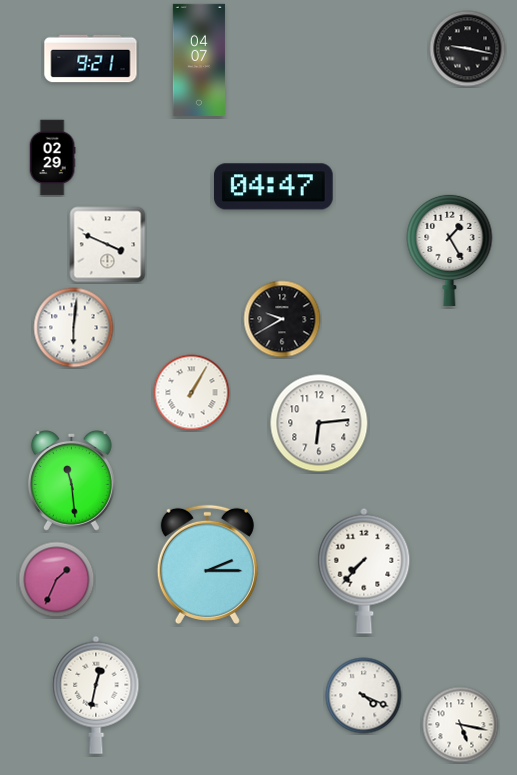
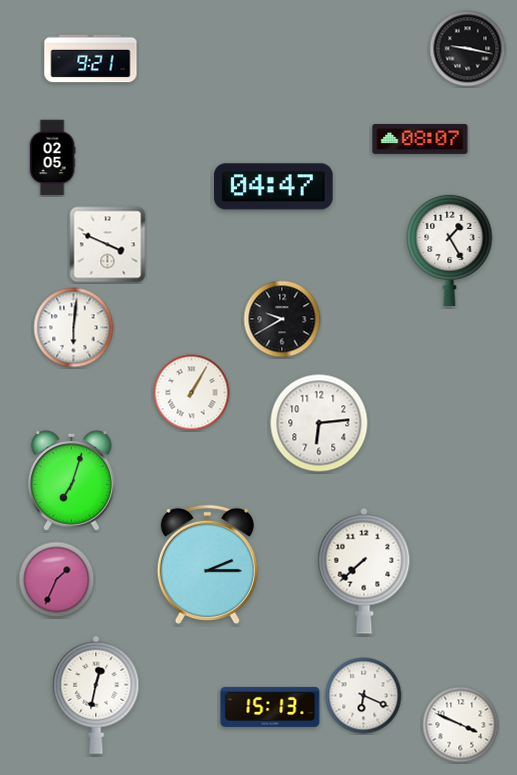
clock at (198, 60): 04:07 -> none
clock at (420, 139): none -> 08:07
clock at (52, 158): 02:29 -> 02:05
clock at (71, 481): 11:29 -> 7:03
clock at (364, 571): 7:37 -> 7:38
clock at (364, 696): 4:19 -> 6:19
clock at (270, 707): none -> 15:13
clock at (461, 725): 5:17 -> 3:49
